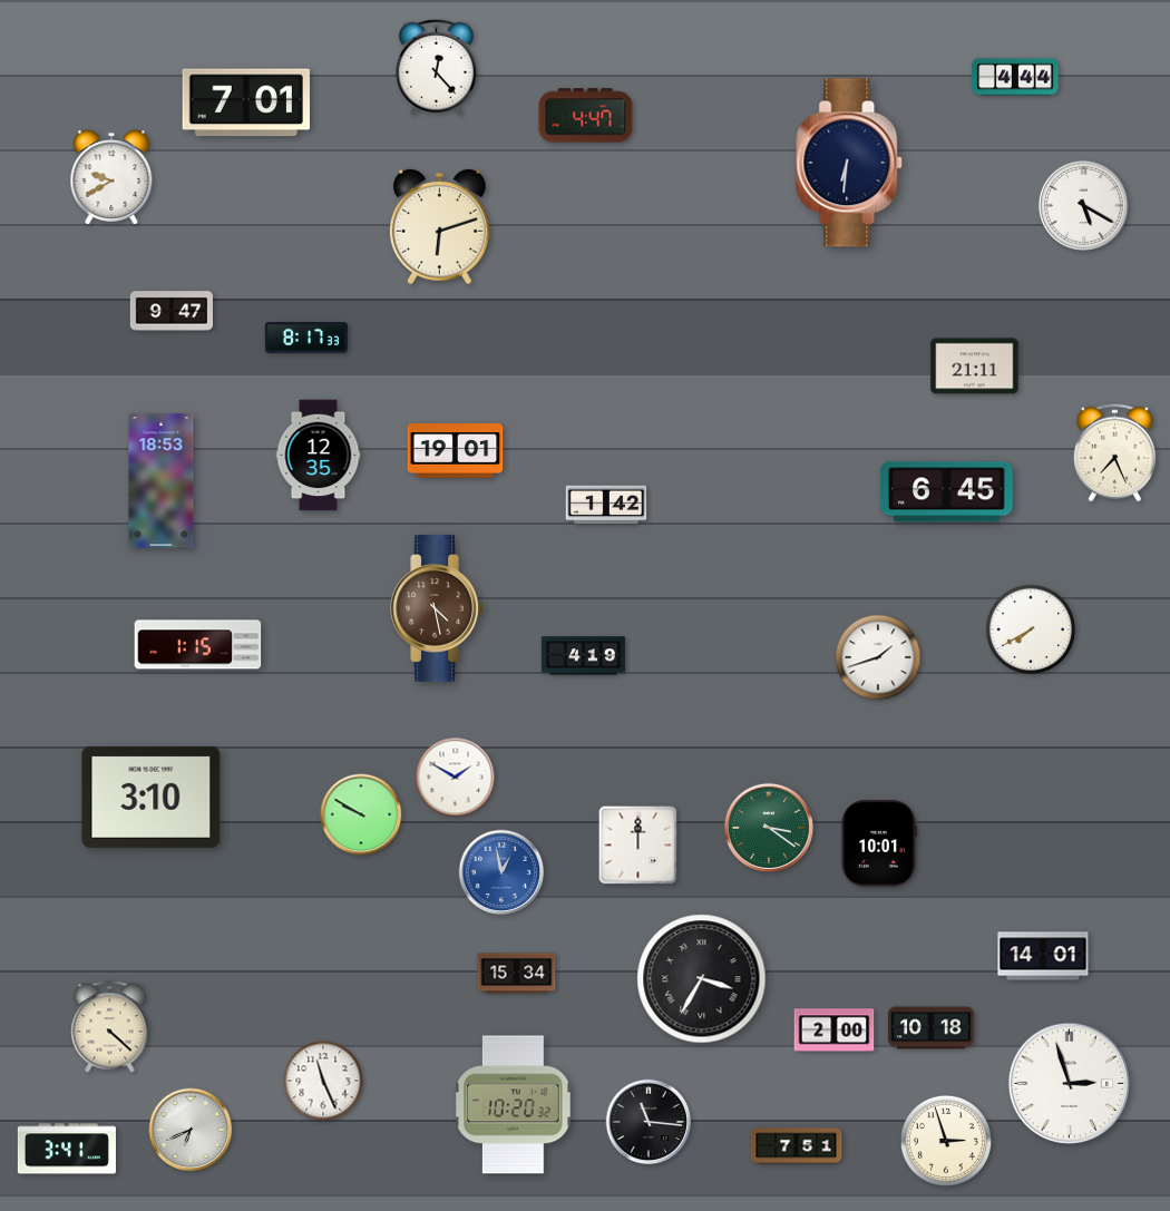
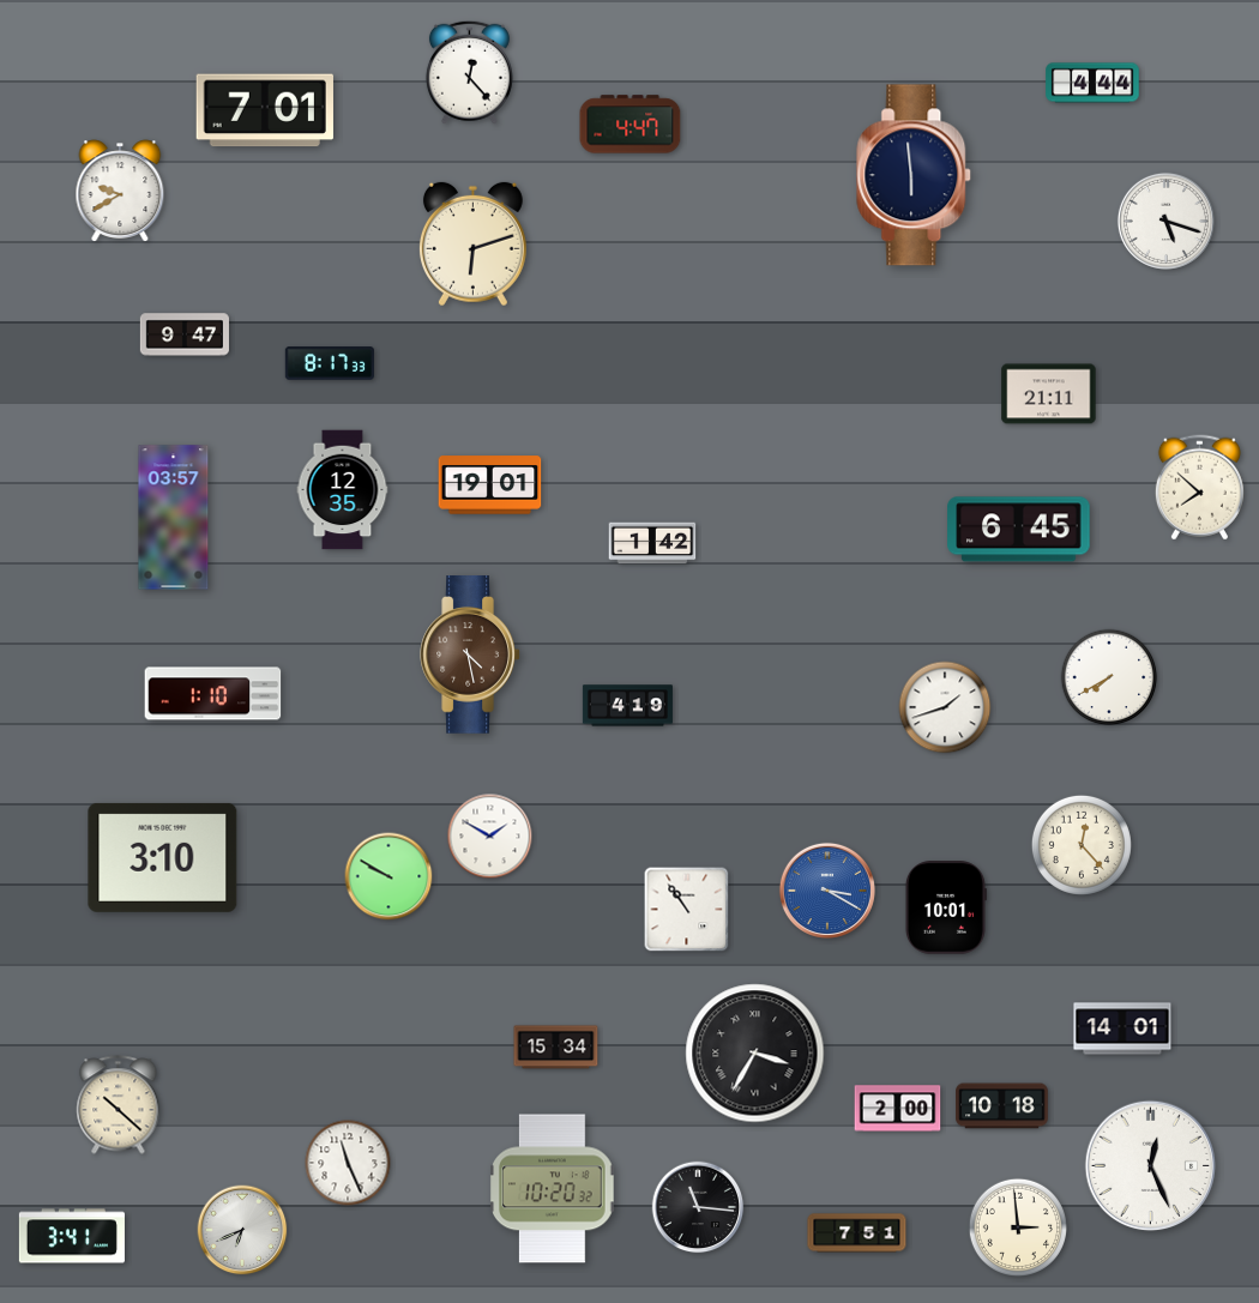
clock at (850, 163): 6:31 -> 5:59
clock at (1083, 205): 5:20 -> 5:18
clock at (1114, 453): 7:26 -> 7:52
clock at (162, 481): 18:53 -> 03:57
clock at (198, 645): 1:15 -> 1:10
clock at (1082, 845): none -> 12:23
clock at (769, 828): 3:21 -> 3:20
clock at (769, 828) dial: green -> blue
clock at (638, 846): 12:00 -> 10:54
clock at (501, 872): 12:58 -> none
clock at (110, 1027): 4:22 -> 10:22
clock at (1070, 1084): 2:57 -> 12:26
clock at (191, 1130) position: (191, 1130) -> (242, 1230)
clock at (945, 1140): 2:57 -> 2:59
